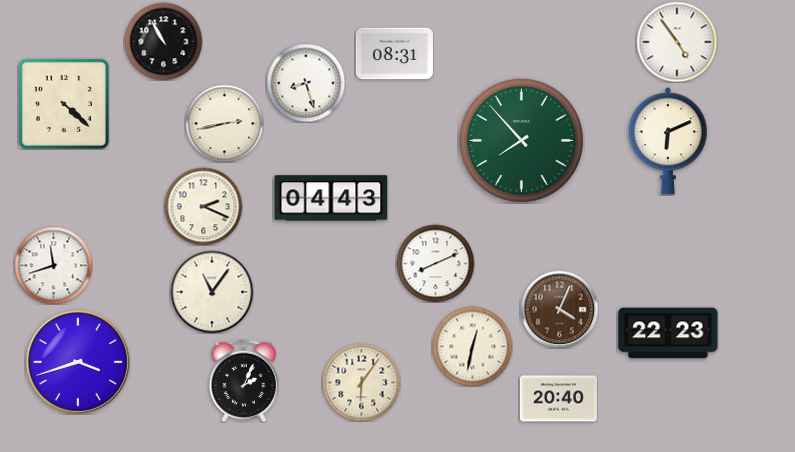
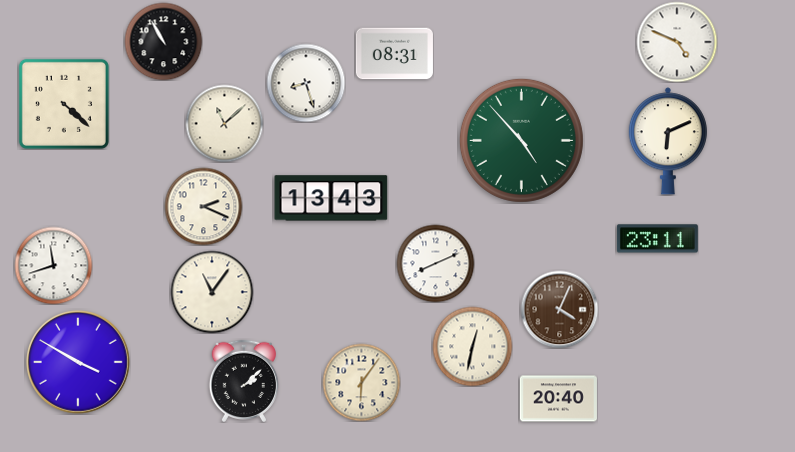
clock at (677, 42): 4:54 -> 4:49
clock at (224, 123): 2:43 -> 11:08
clock at (521, 140): 7:53 -> 4:53
clock at (331, 198): 04:43 -> 13:43
clock at (657, 239): none -> 23:11
clock at (668, 333): 22:23 -> none
clock at (78, 362): 3:42 -> 3:50
clock at (243, 381): 2:04 -> 2:08
